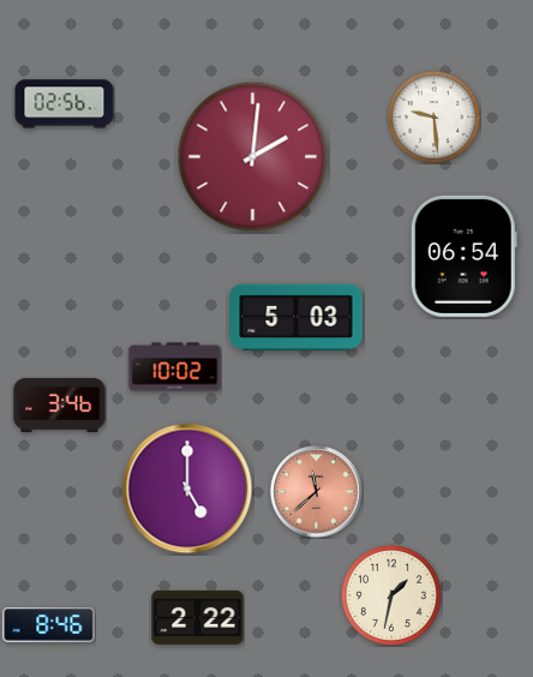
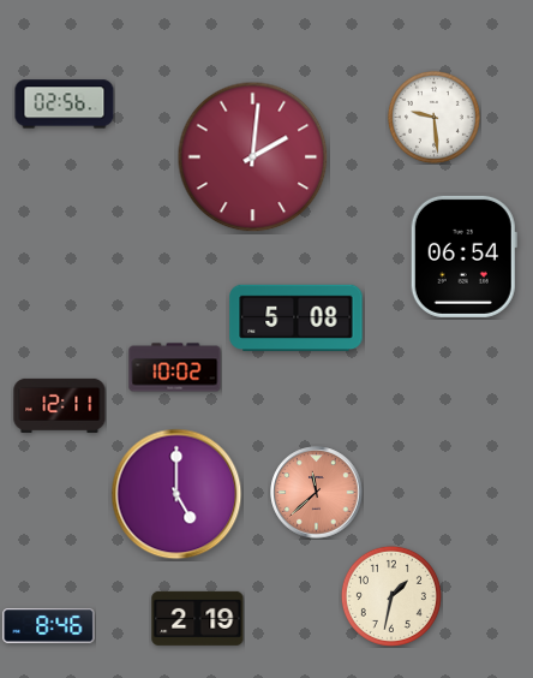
clock at (297, 318): 5:03 -> 5:08
clock at (60, 405): 3:46 -> 12:11
clock at (187, 489) position: (187, 489) -> (176, 494)
clock at (198, 617): 2:22 -> 2:19
